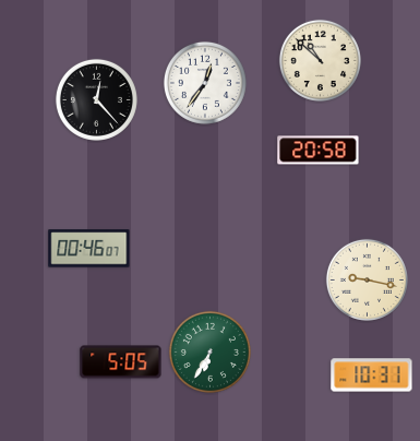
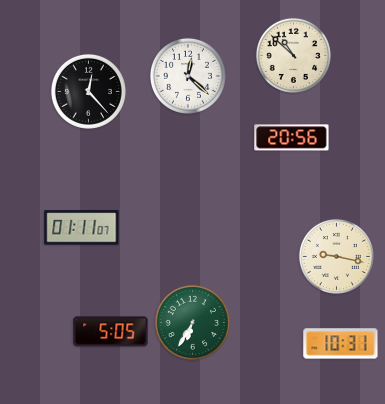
clock at (205, 83): 12:36 -> 12:22
clock at (319, 151): 20:58 -> 20:56
clock at (89, 249): 00:46 -> 01:11
